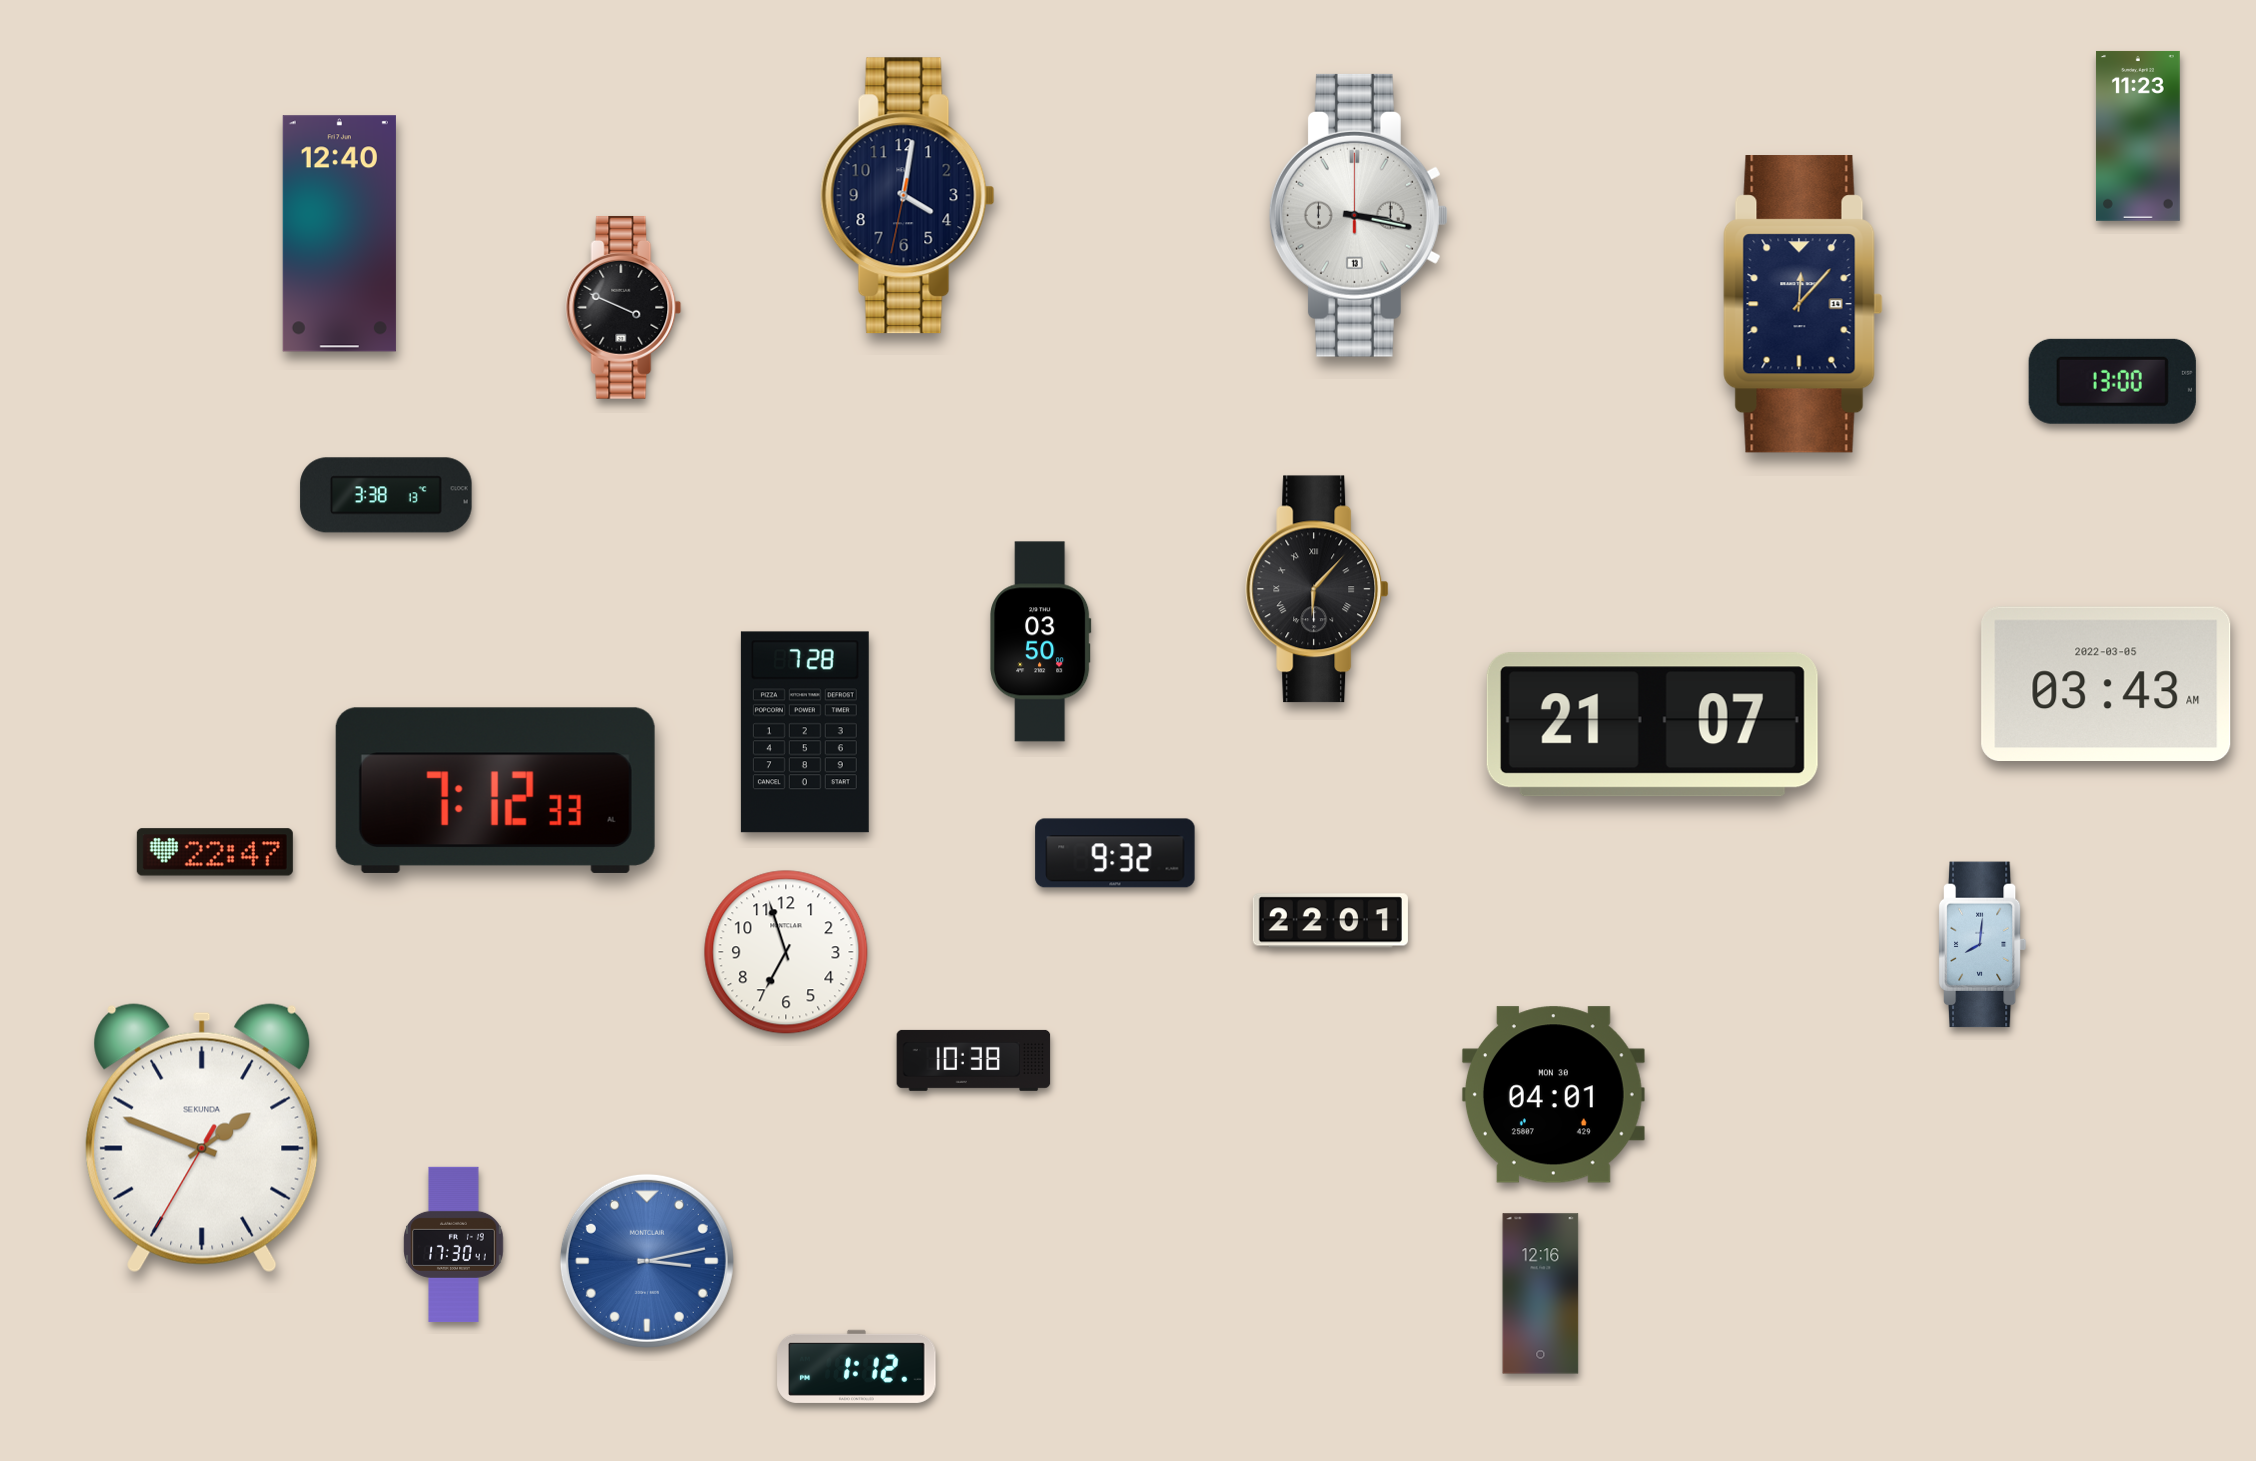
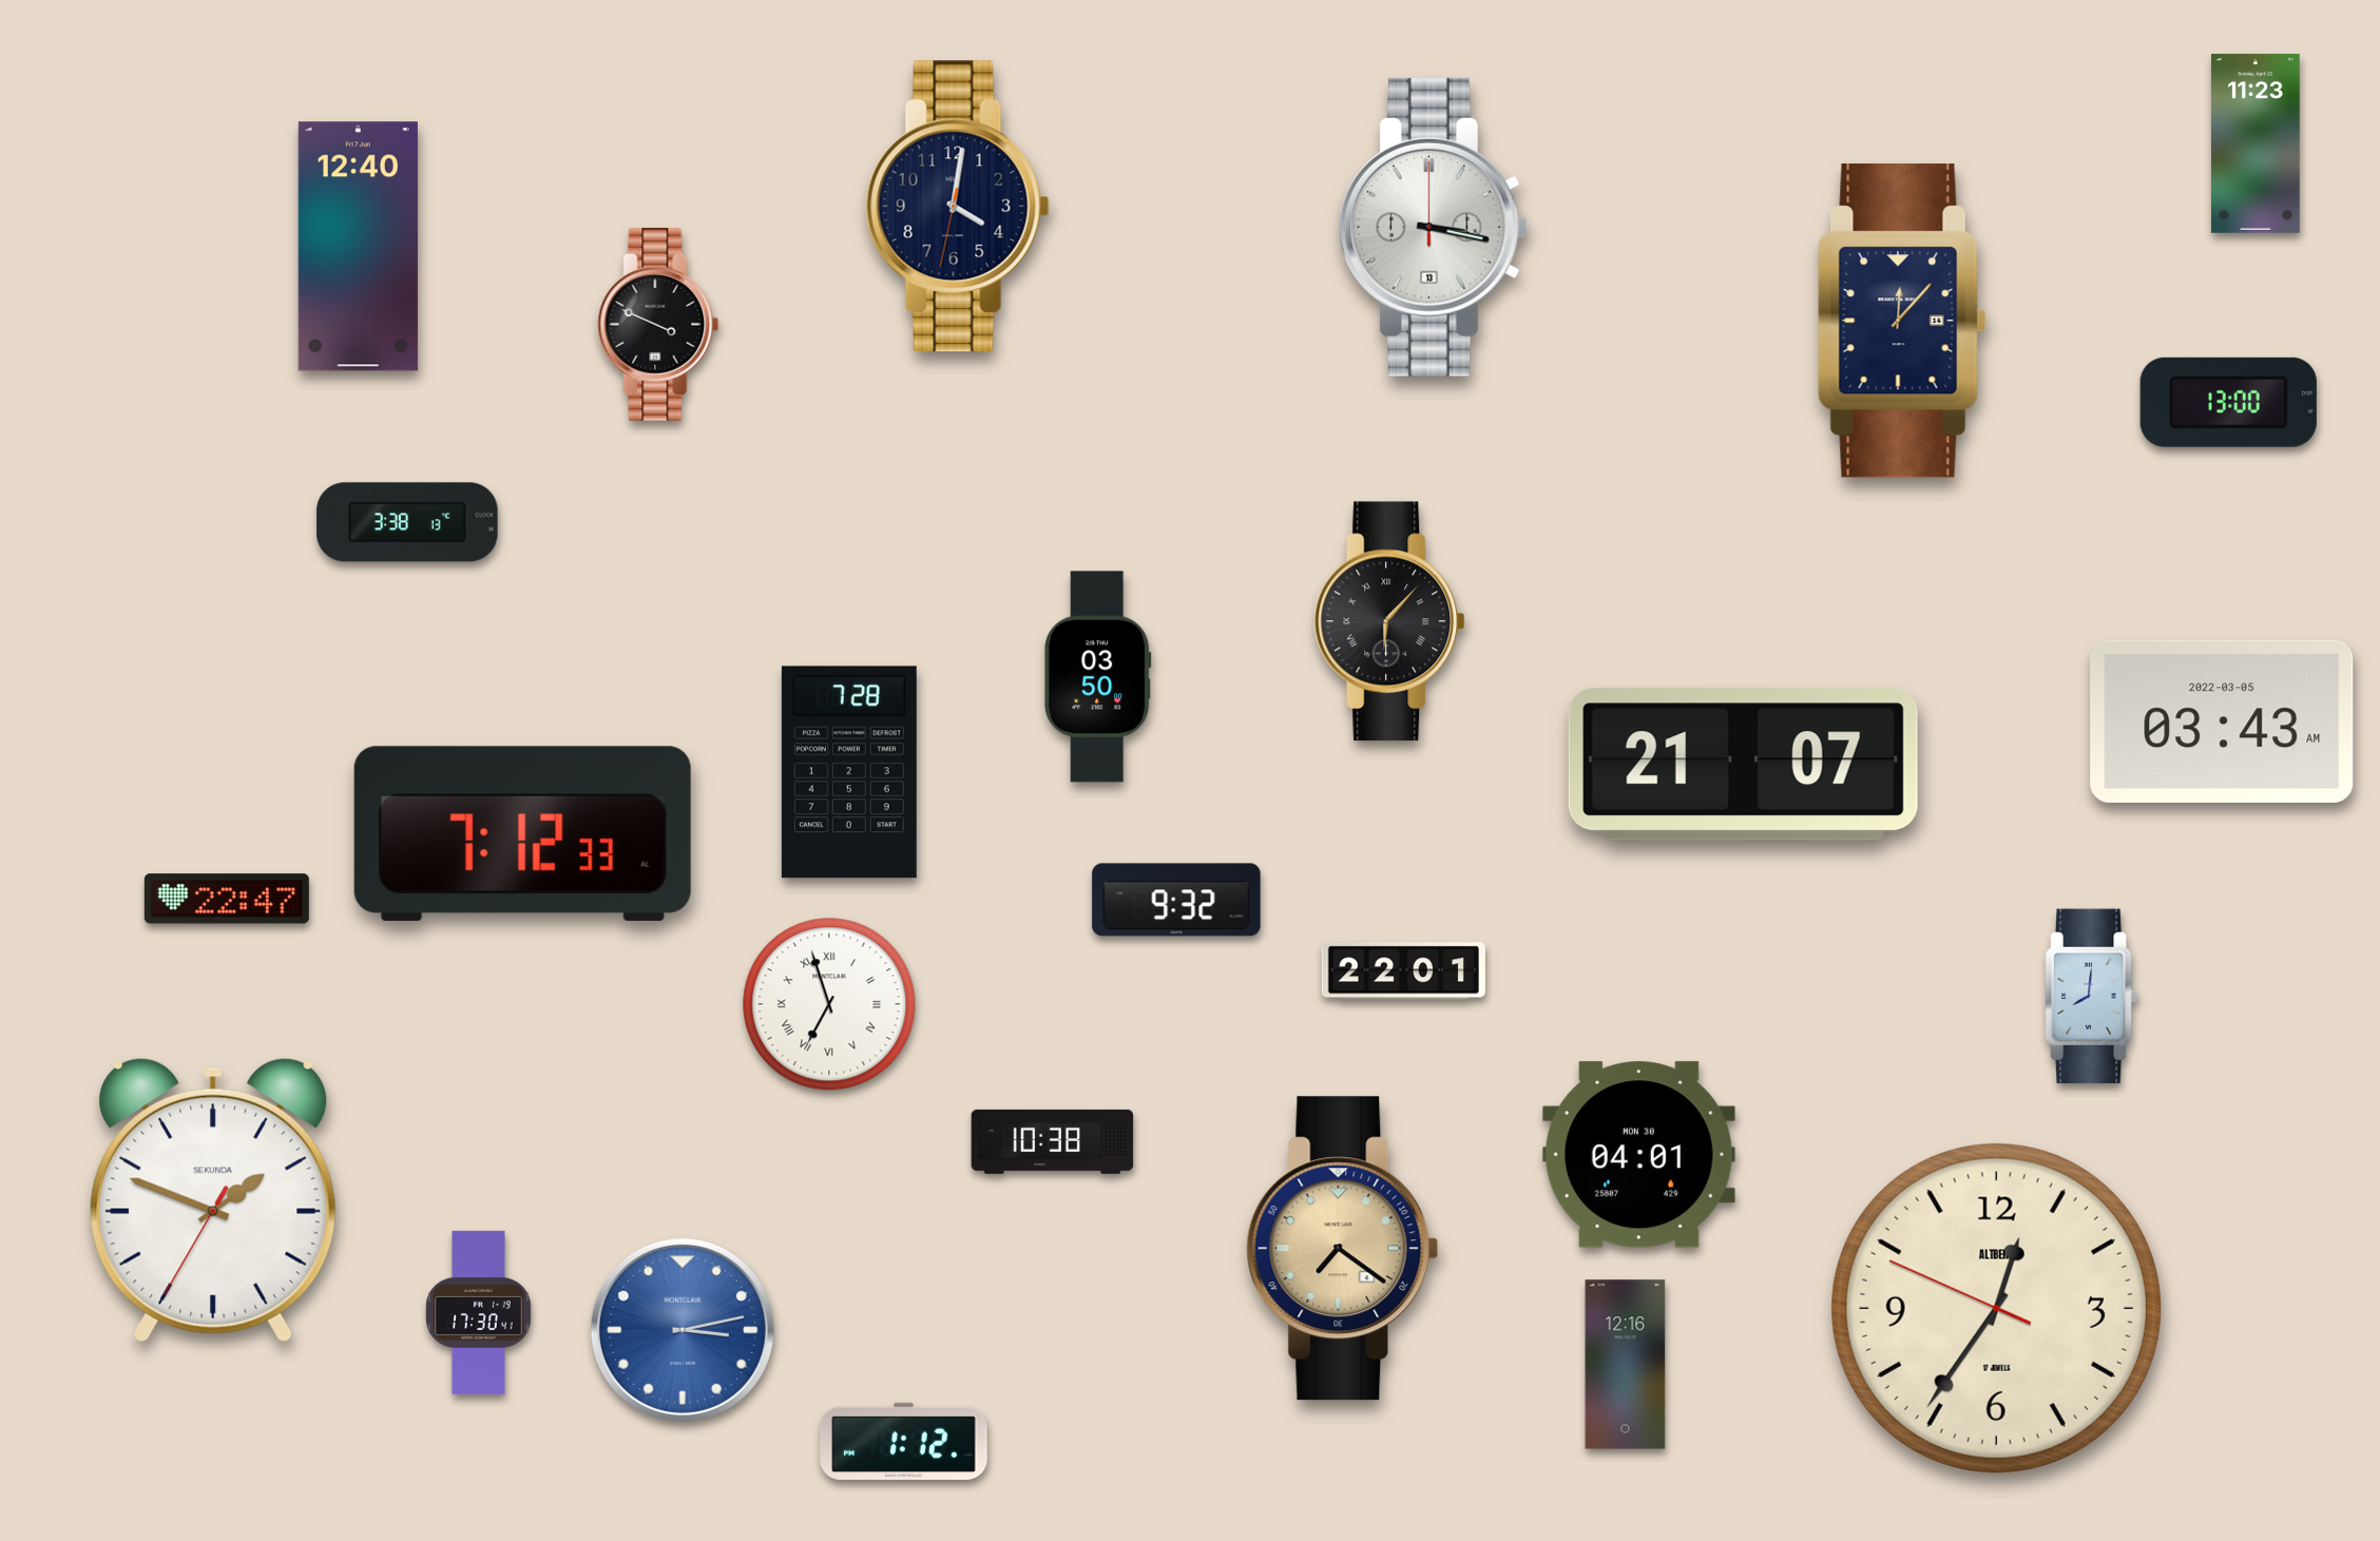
clock at (786, 952) numerals: Arabic -> Roman
clock at (974, 1060) position: (974, 1060) -> (1053, 1141)
clock at (1343, 1249): none -> 7:21
clock at (1996, 1308): none -> 12:35
